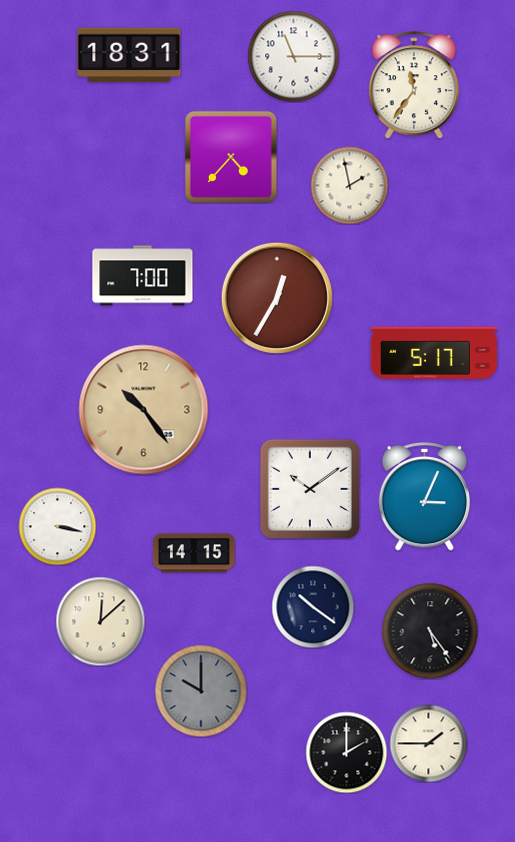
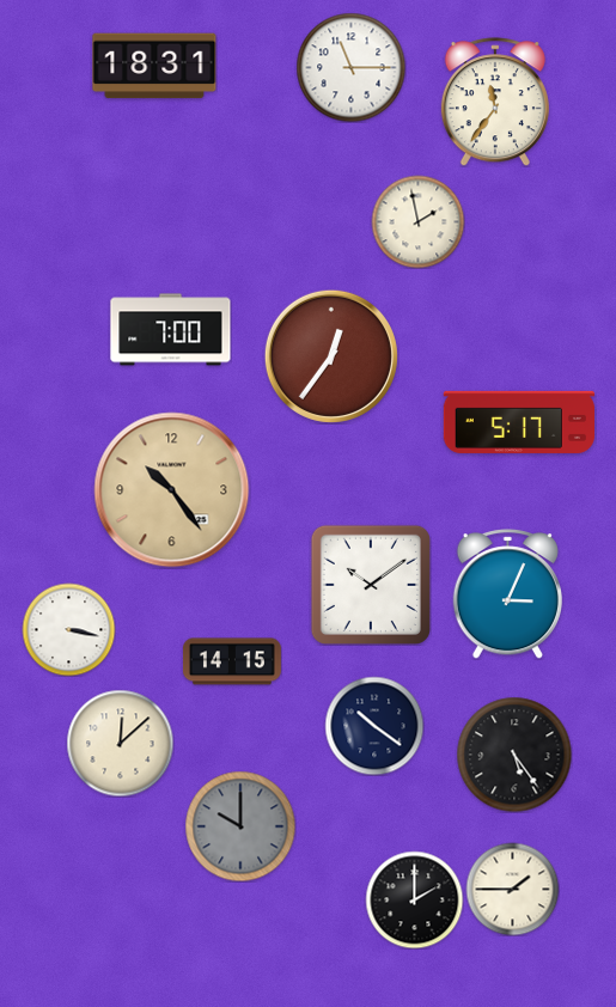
clock at (231, 157): 4:37 -> none
clock at (277, 298): 12:35 -> 12:36
